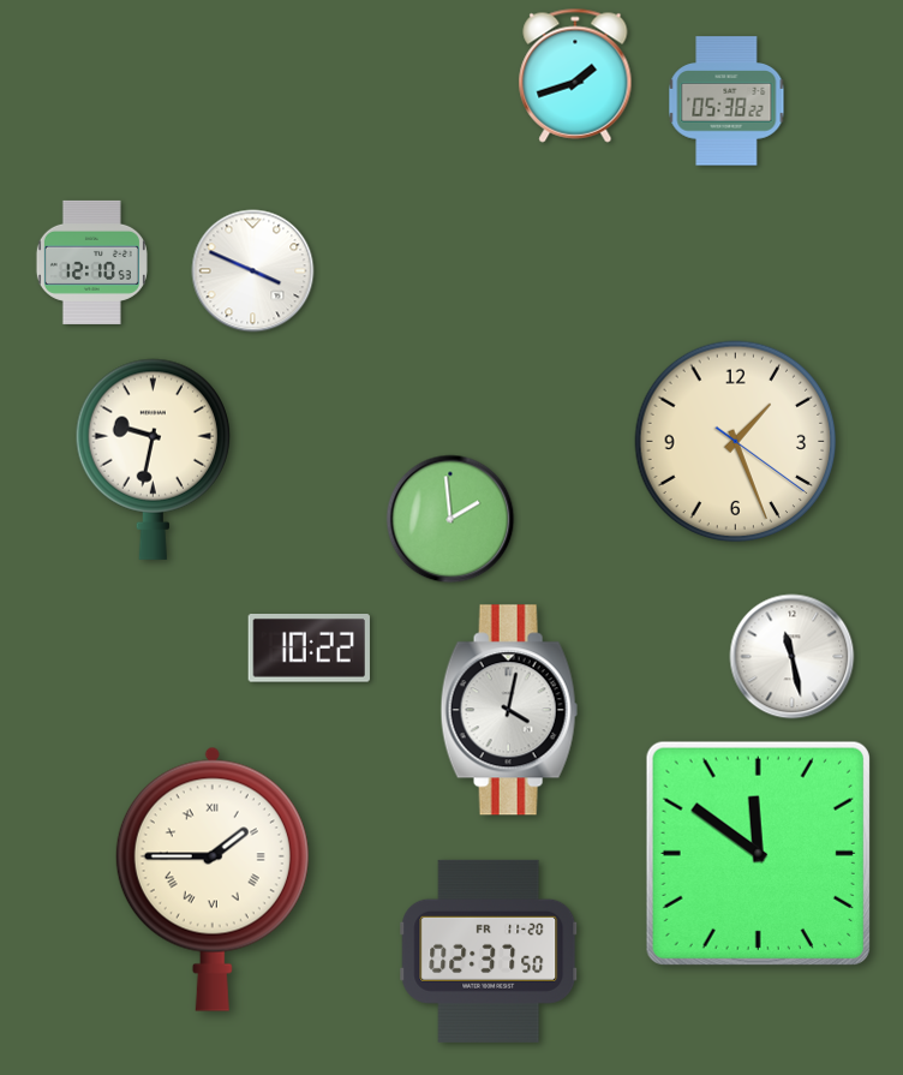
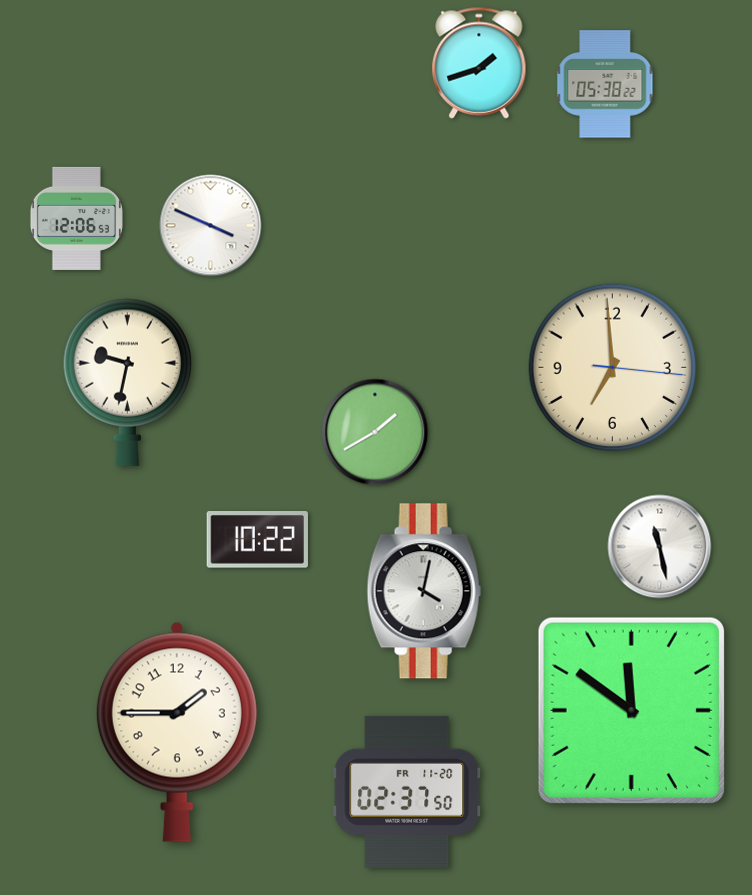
clock at (91, 262): 12:10 -> 12:06
clock at (736, 442): 1:26 -> 6:59
clock at (450, 519): 1:59 -> 1:40
clock at (213, 879) numerals: Roman -> Arabic
